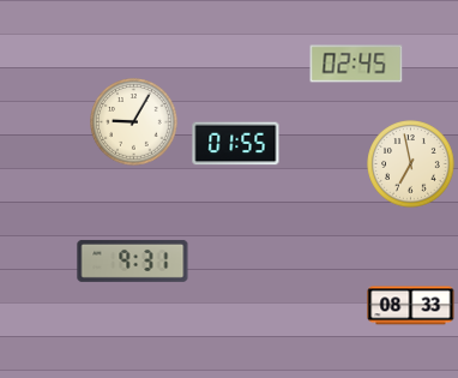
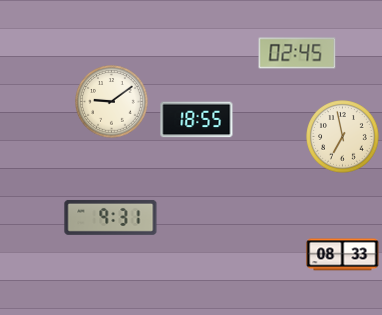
clock at (134, 122): 9:05 -> 9:09
clock at (236, 144): 01:55 -> 18:55
